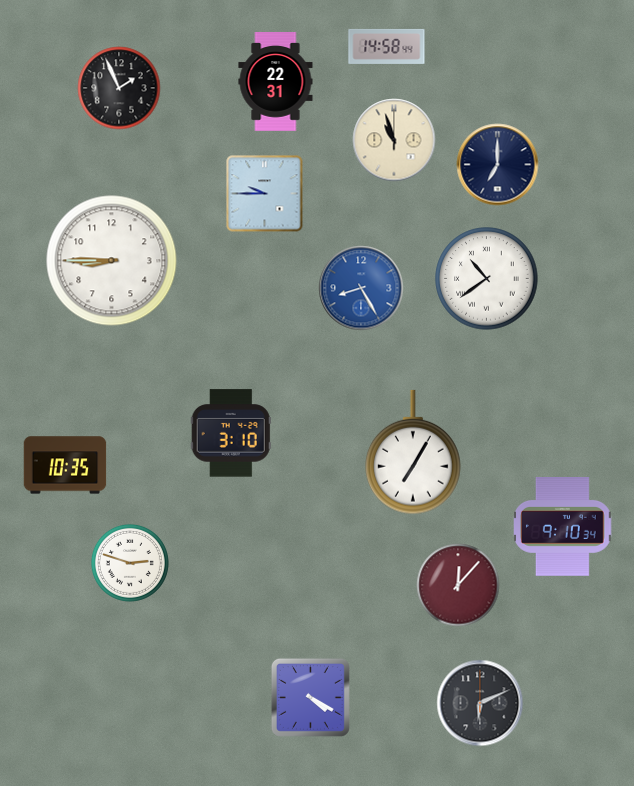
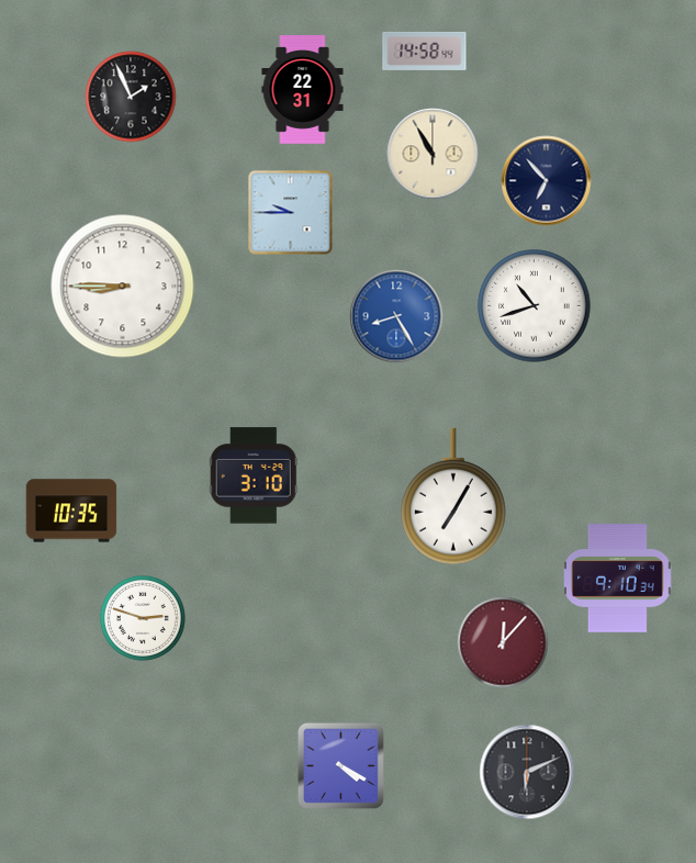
clock at (394, 140): 10:57 -> 10:55
clock at (498, 165): 7:00 -> 6:53
clock at (487, 279): 10:39 -> 10:42
